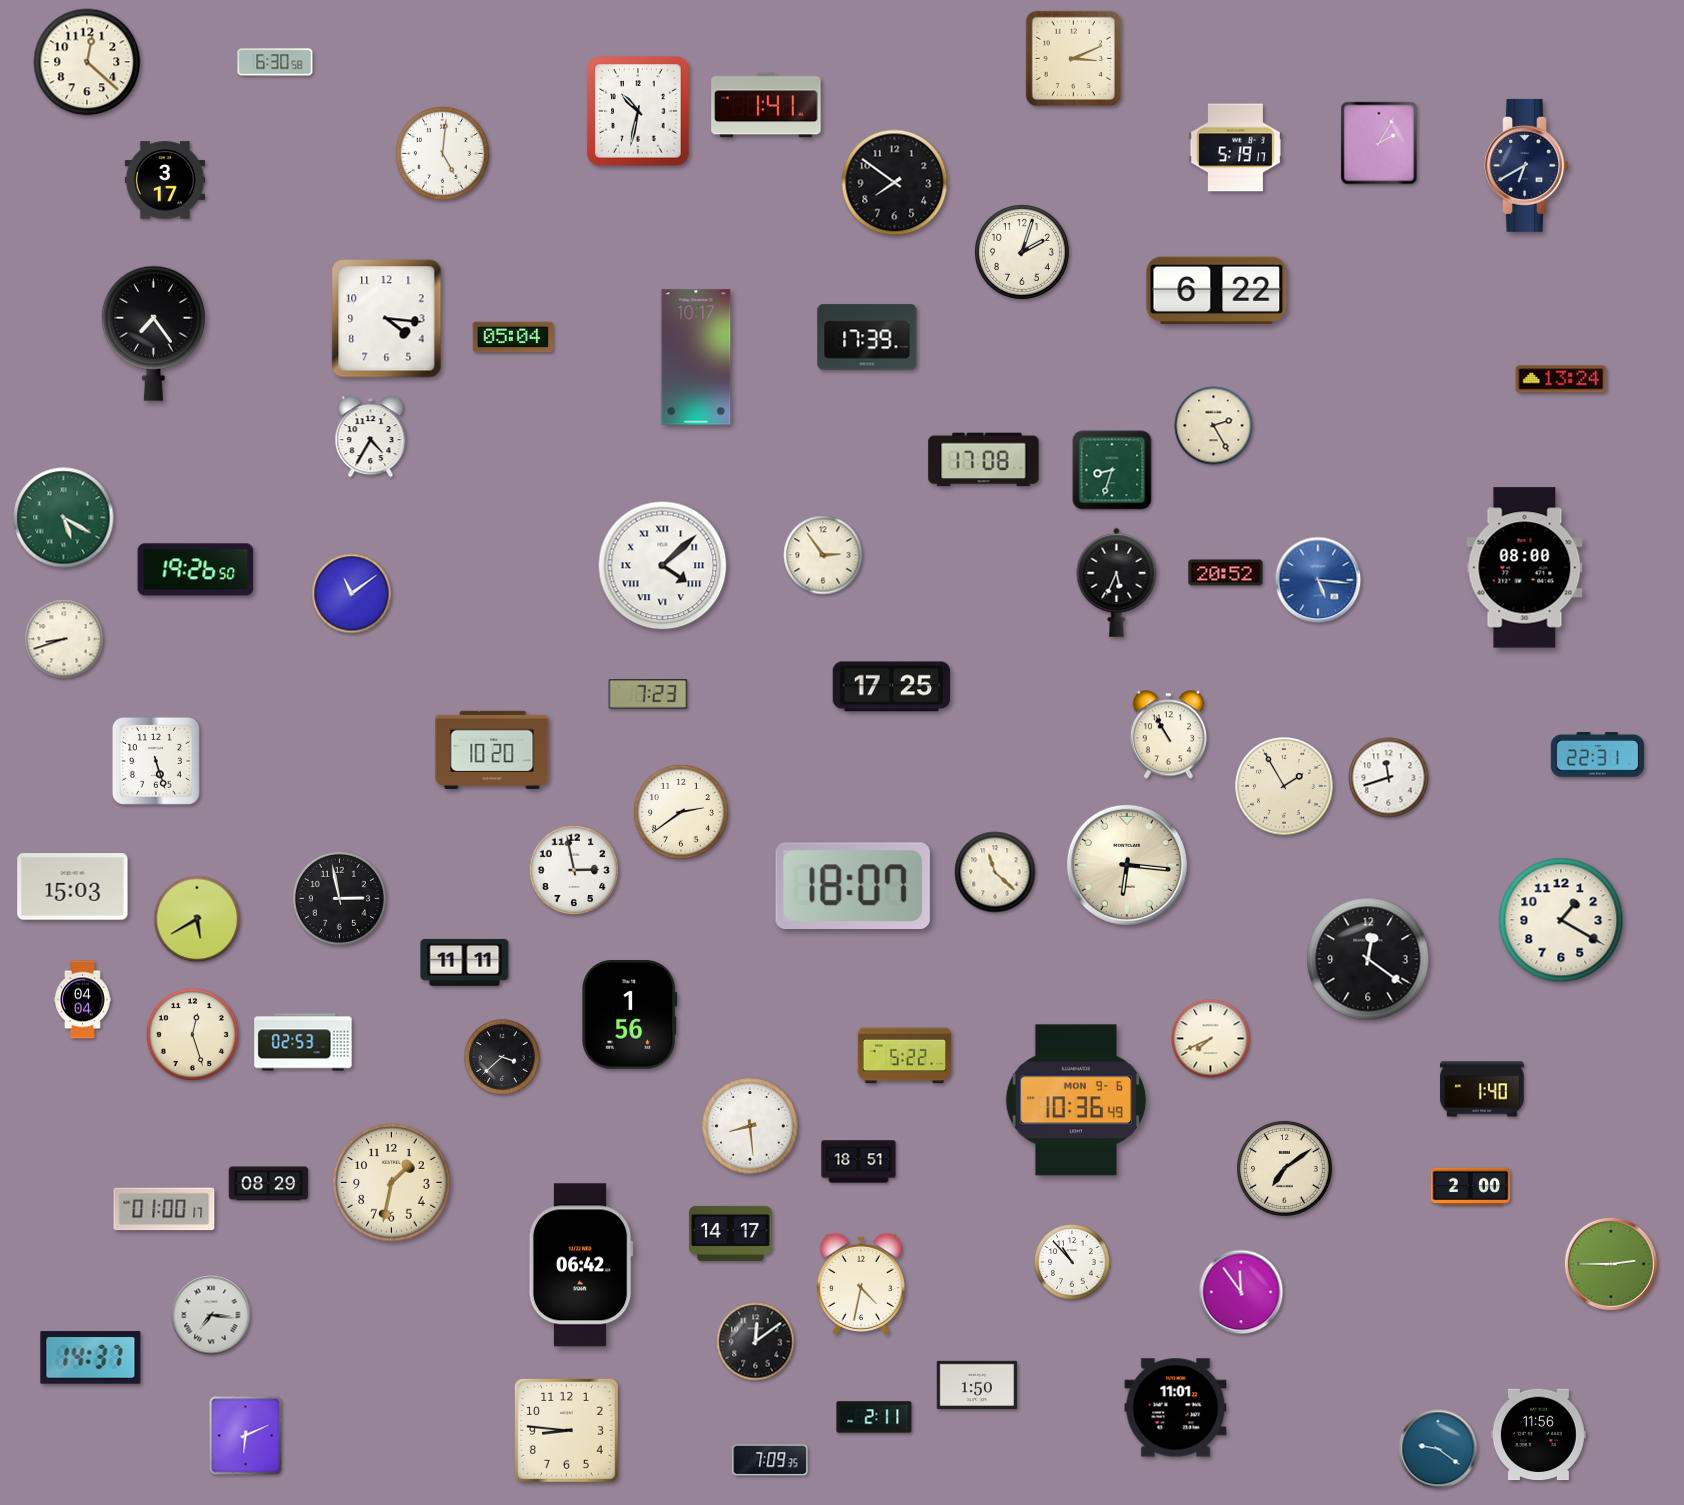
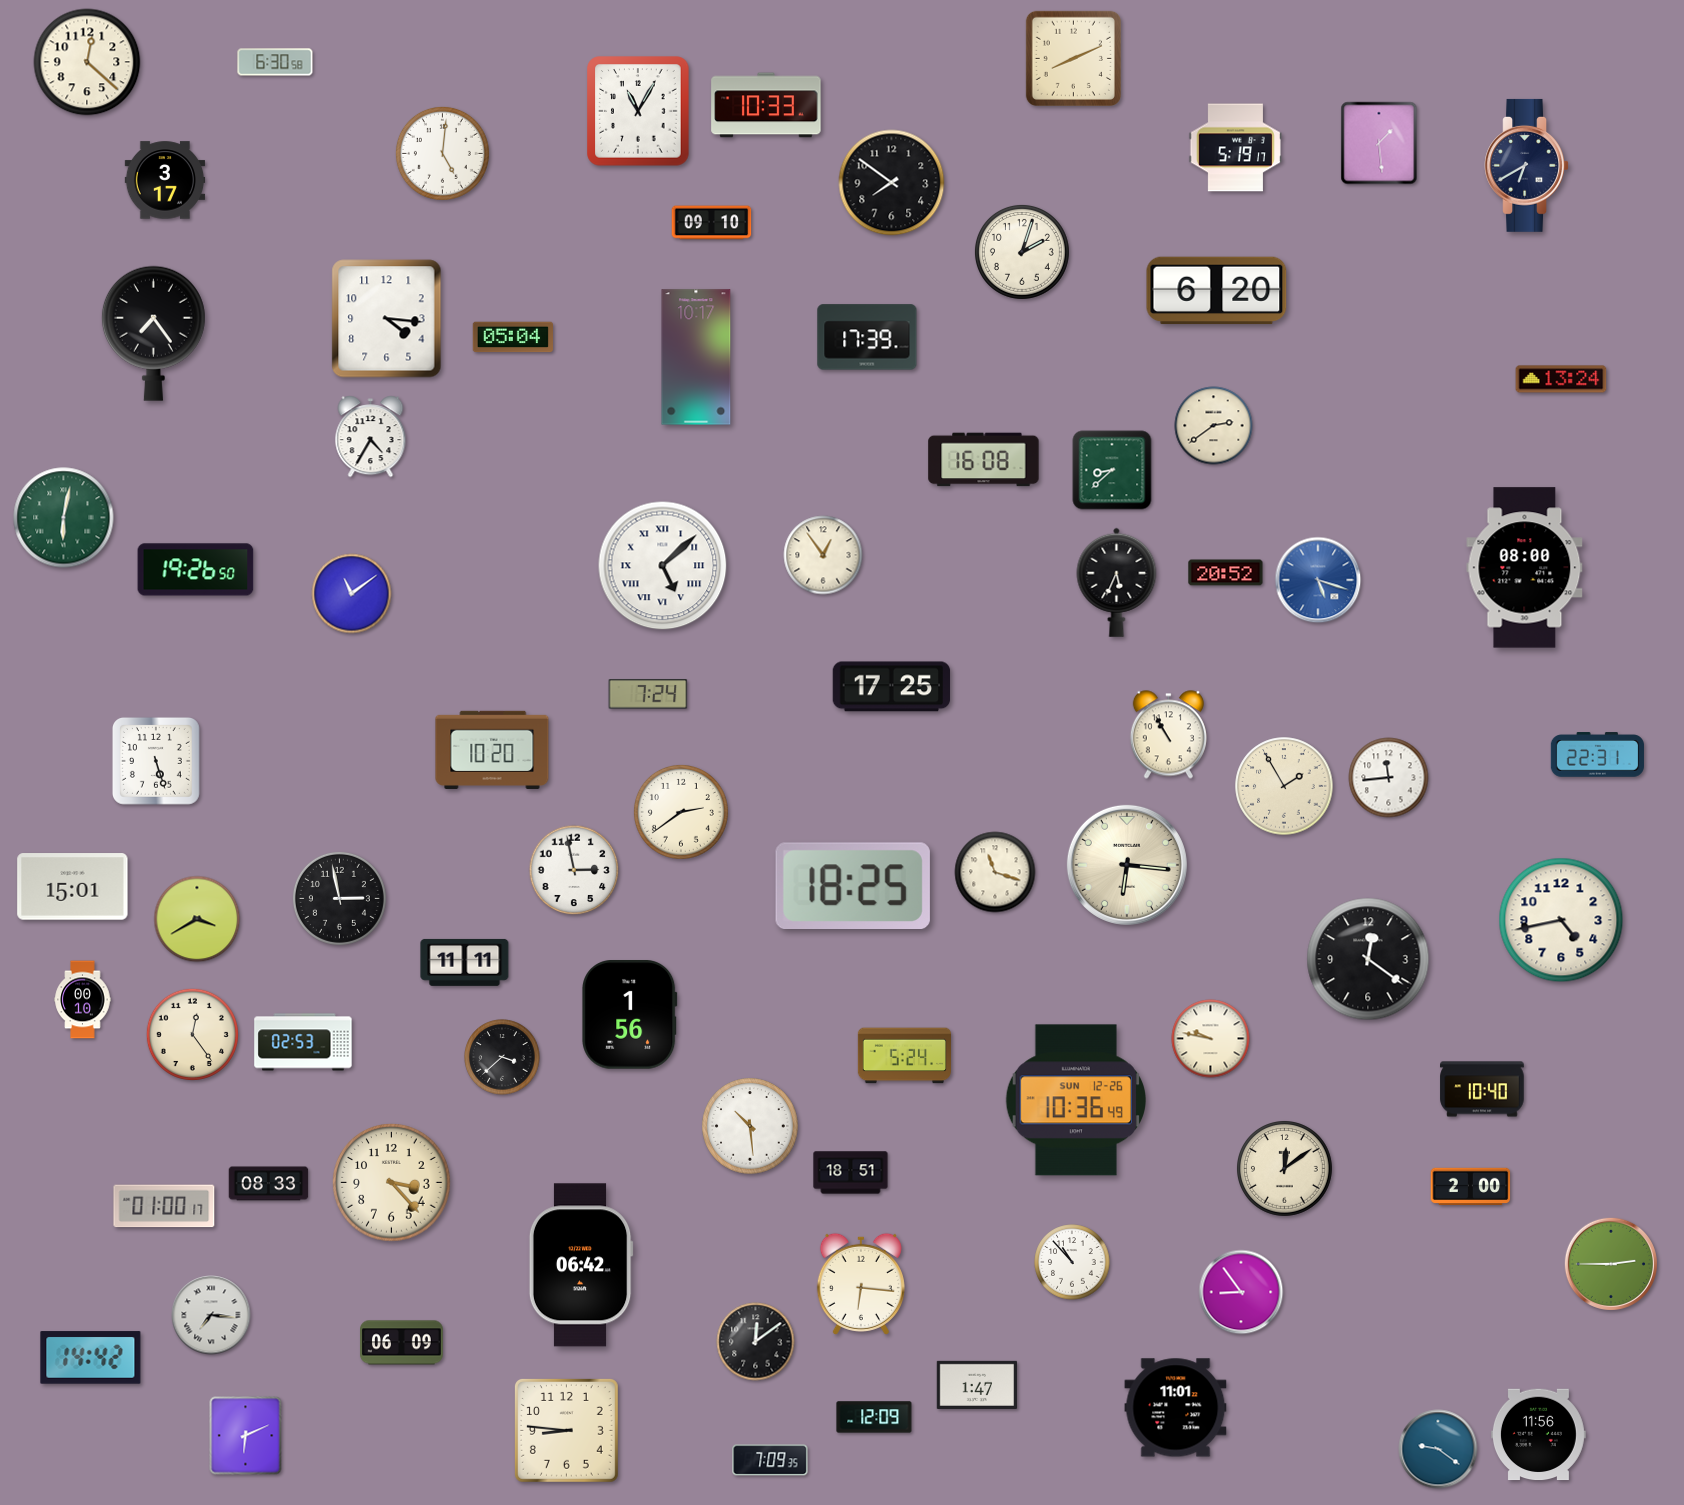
clock at (1073, 58): 3:11 -> 8:11
clock at (766, 105): 1:41 -> 10:33
clock at (638, 111): 10:32 -> 11:05
clock at (1379, 143): 2:05 -> 1:29
clock at (895, 183) position: (895, 183) -> (892, 183)
clock at (712, 223): none -> 09:10
clock at (1217, 291): 6:22 -> 6:20
clock at (1214, 426): 2:25 -> 2:39
clock at (984, 460): 17:08 -> 16:08
clock at (1112, 470): 8:33 -> 8:38
clock at (64, 518): 5:20 -> 6:02
clock at (823, 555): 2:54 -> 12:54
clock at (663, 566): 4:08 -> 5:08
clock at (1318, 580): 5:16 -> 5:18
clock at (64, 639): 8:42 -> none
clock at (648, 694): 7:23 -> 7:24
clock at (1389, 778): 11:42 -> 11:44
clock at (995, 872): 11:22 -> 11:18
clock at (853, 885): 18:07 -> 18:25
clock at (73, 887): 15:03 -> 15:01
clock at (197, 919): 5:40 -> 3:40
clock at (1561, 920): 1:20 -> 4:43
clock at (83, 1000): 04:04 -> 00:10
clock at (192, 1034): 12:27 -> 12:24
clock at (1211, 1039): 7:41 -> 9:47
clock at (904, 1056): 5:22 -> 5:24
clock at (1482, 1089): 1:40 -> 10:40
clock at (1075, 1100) date: MON 9-6 -> SUN 12-26
clock at (750, 1126): 8:29 -> 10:29
clock at (859, 1162) position: (859, 1162) -> (851, 1173)
clock at (1285, 1169): 7:09 -> 12:09
clock at (392, 1183): 1:32 -> 3:23
clock at (269, 1184): 08:29 -> 08:33
clock at (164, 1209) position: (164, 1209) -> (164, 1206)
clock at (731, 1233): 14:17 -> none
clock at (861, 1284): 4:32 -> 6:16
clock at (1241, 1292): 11:54 -> 8:54
clock at (402, 1343): none -> 06:09
clock at (91, 1358): 14:37 -> 14:42
clock at (977, 1385): 1:50 -> 1:47
clock at (874, 1417): 2:11 -> 12:09
